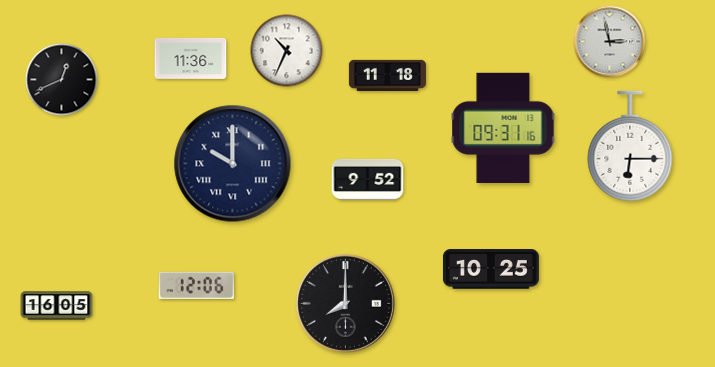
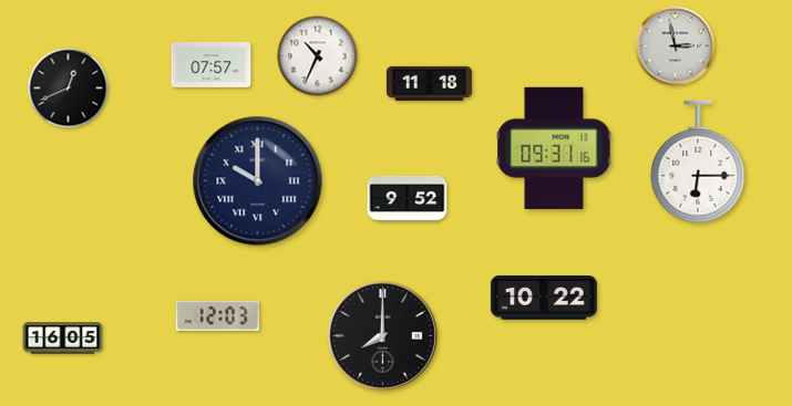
clock at (191, 58): 11:36 -> 07:57
clock at (503, 128) position: (503, 128) -> (554, 148)
clock at (491, 269): 10:25 -> 10:22
clock at (196, 285): 12:06 -> 12:03
